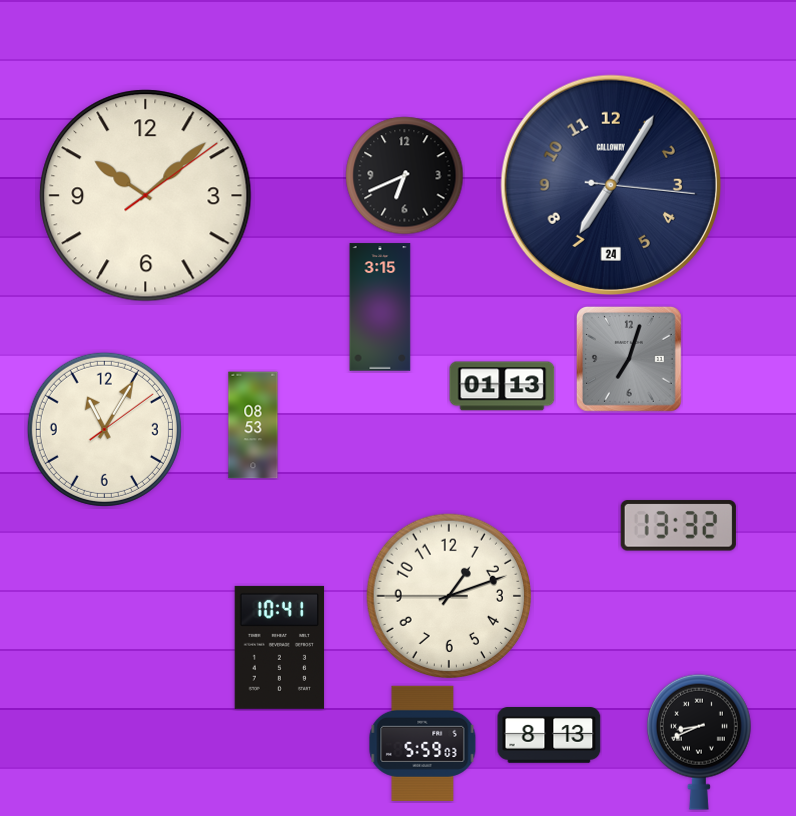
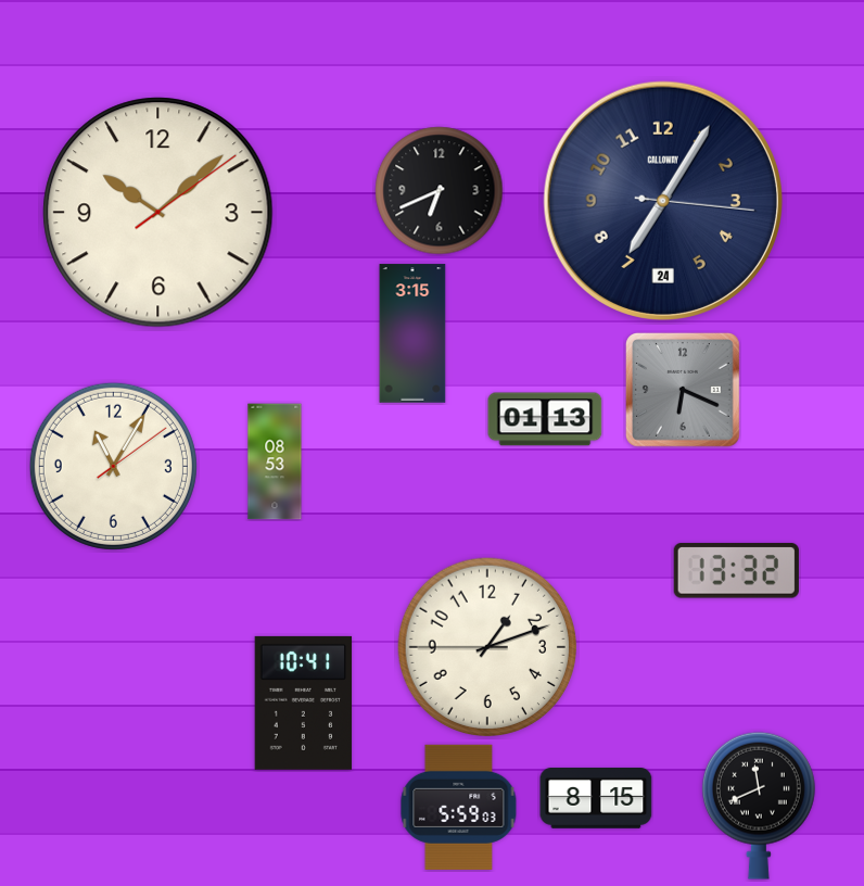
clock at (629, 359): 7:03 -> 6:19
clock at (549, 736): 8:13 -> 8:15
clock at (699, 742): 8:41 -> 11:41
